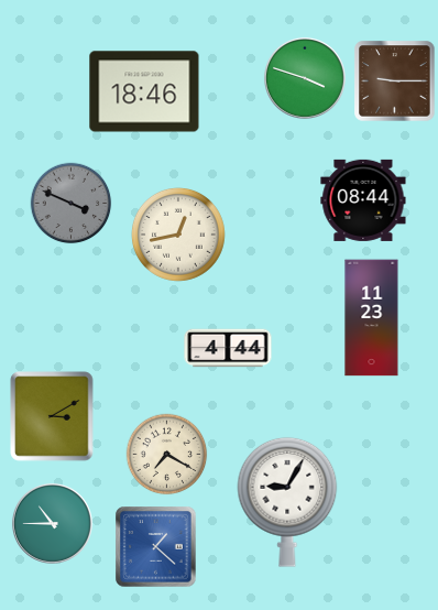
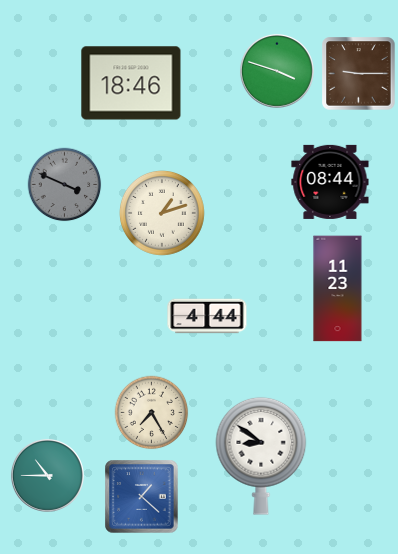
clock at (179, 236): 12:43 -> 1:12
clock at (52, 416): 3:10 -> none
clock at (167, 455): 7:20 -> 7:25
clock at (287, 502): 9:05 -> 8:51
